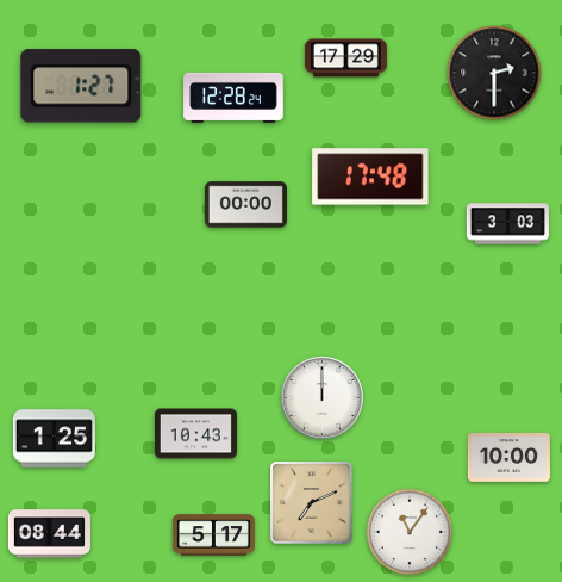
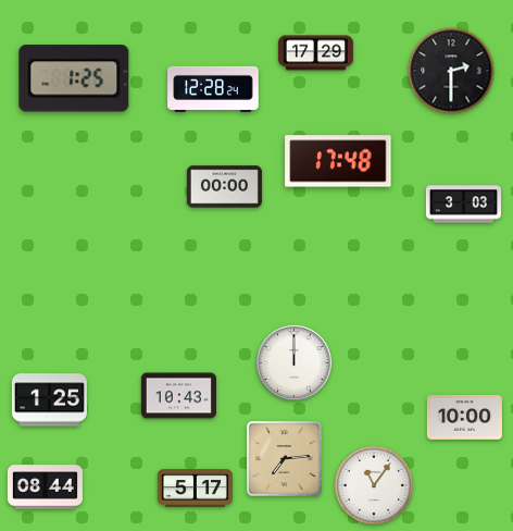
clock at (494, 73) position: (494, 73) -> (451, 71)
clock at (81, 86): 1:27 -> 1:25
clock at (312, 503): 7:11 -> 7:14
